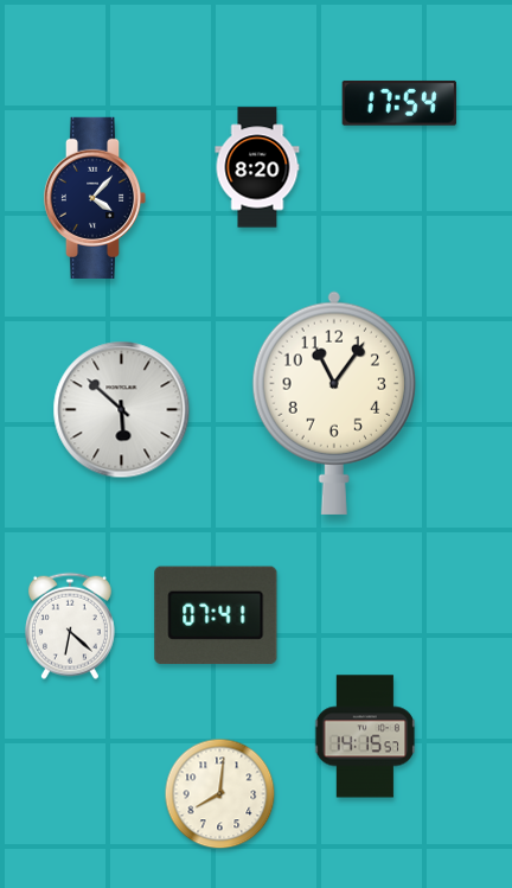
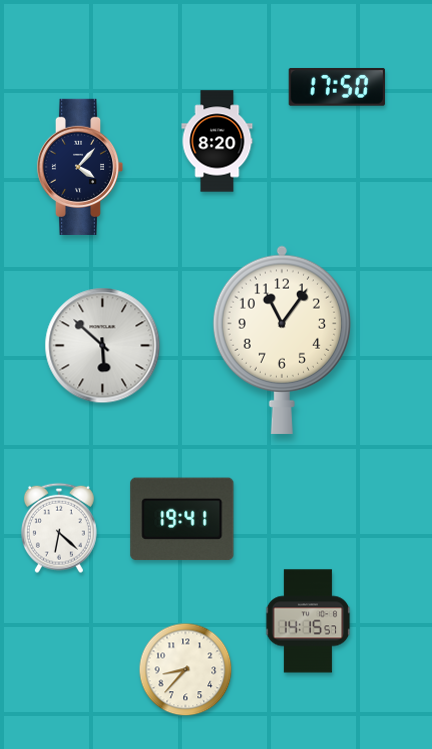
clock at (399, 103): 17:54 -> 17:50
clock at (216, 615): 07:41 -> 19:41
clock at (220, 794): 8:01 -> 8:37
